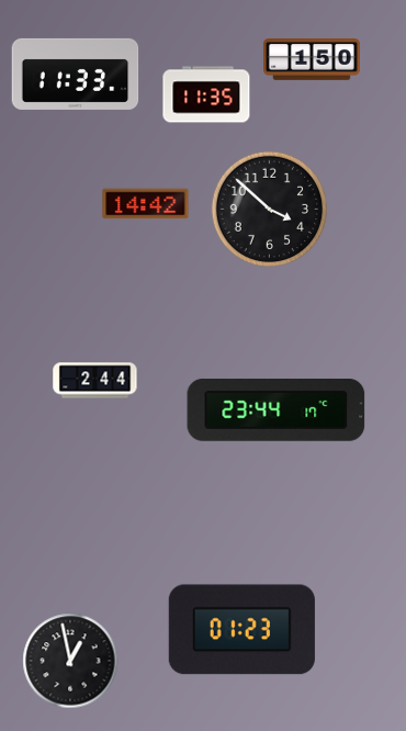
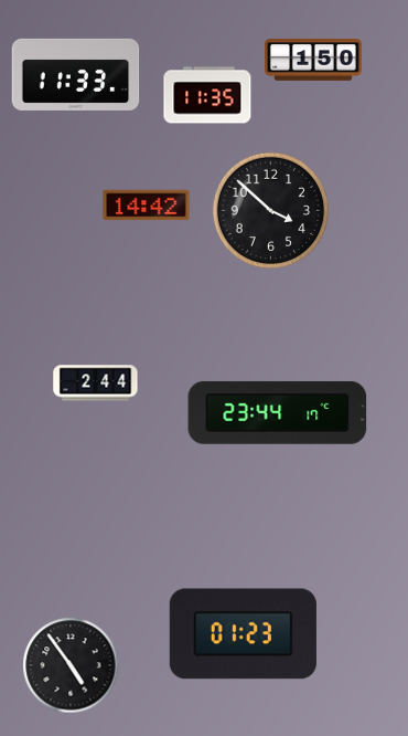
clock at (70, 661): 12:58 -> 4:54
